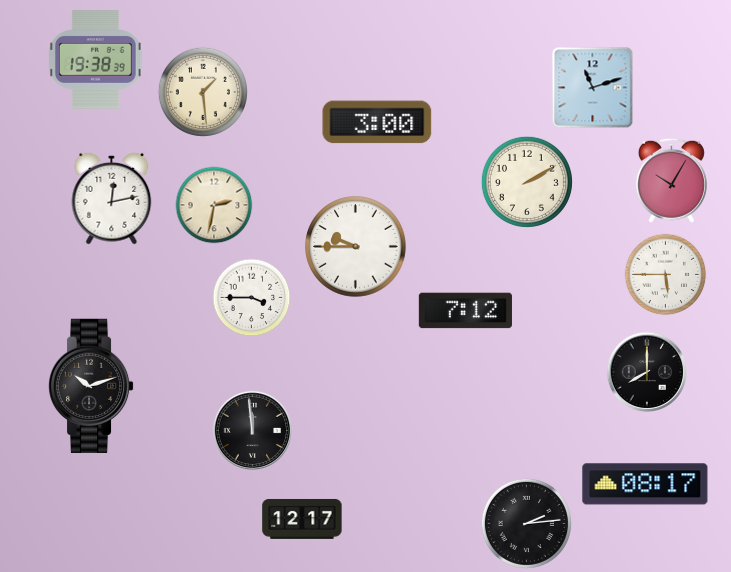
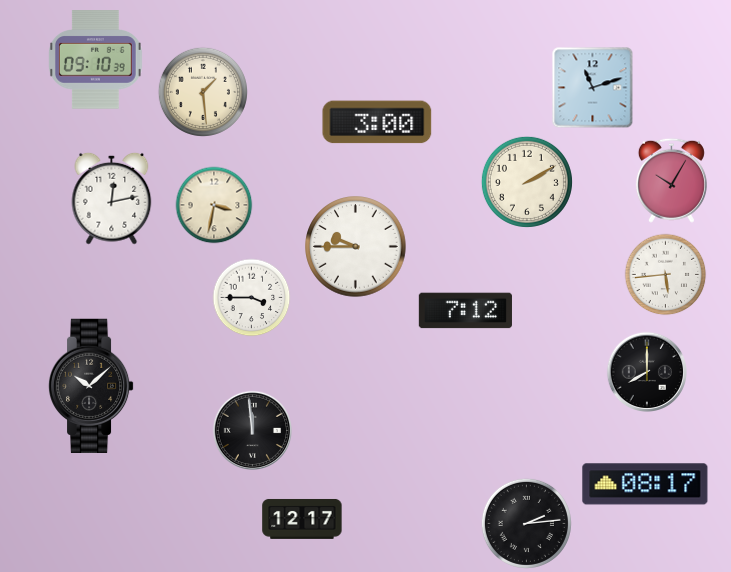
clock at (96, 60): 19:38 -> 09:10
clock at (214, 205): 2:32 -> 3:32
clock at (666, 275): 5:45 -> 5:44
clock at (91, 385): 10:12 -> 10:08
